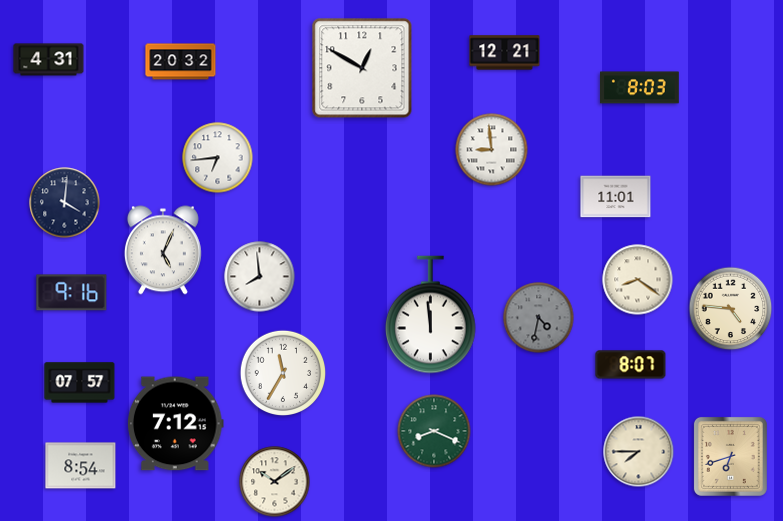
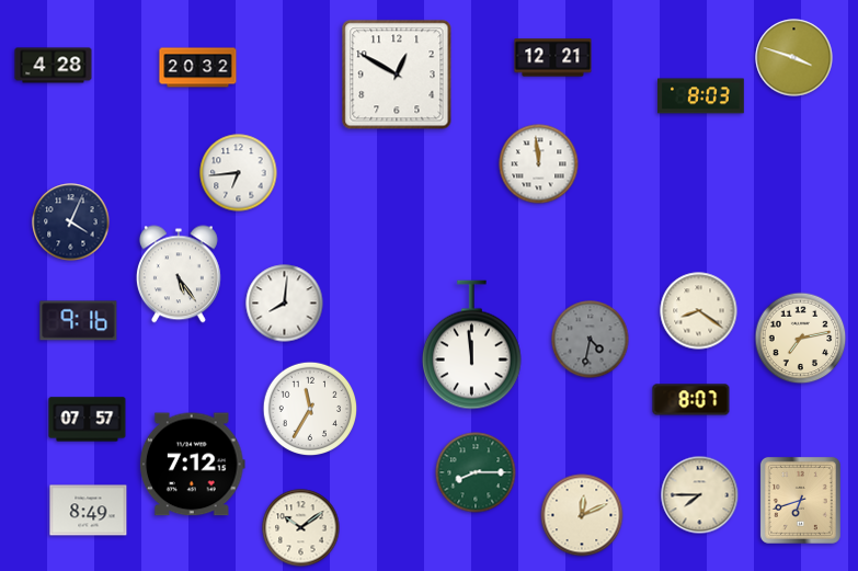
clock at (794, 58): none -> 3:48
clock at (49, 60): 4:31 -> 4:28
clock at (492, 150): 8:59 -> 11:59
clock at (616, 197): 11:01 -> none
clock at (65, 203): 4:01 -> 4:04
clock at (163, 250): 5:04 -> 5:24
clock at (260, 277): 7:59 -> 8:01
clock at (638, 280) position: (638, 280) -> (699, 311)
clock at (731, 309): 4:46 -> 7:13
clock at (539, 318) position: (539, 318) -> (591, 340)
clock at (434, 431): 8:19 -> 8:15
clock at (81, 466): 8:54 -> 8:49
clock at (582, 515): none -> 12:11
